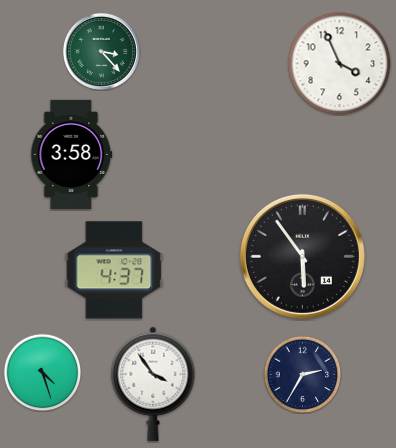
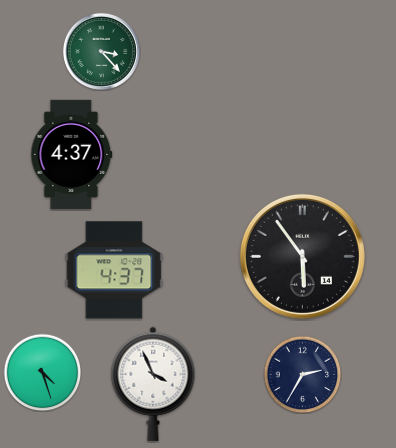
clock at (340, 64): 3:56 -> none
clock at (72, 154): 3:58 -> 4:37
clock at (153, 384): 3:54 -> 3:56
